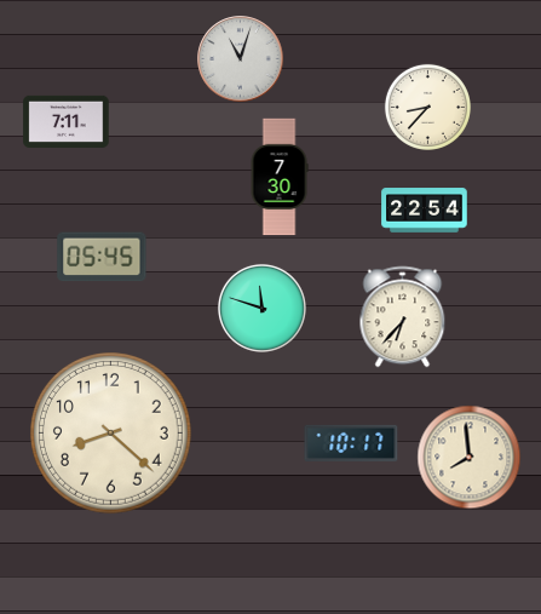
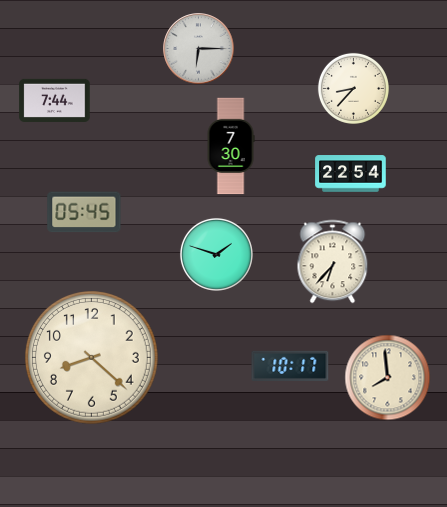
clock at (241, 59): 11:03 -> 6:15
clock at (67, 121): 7:11 -> 7:44
clock at (261, 308): 11:48 -> 1:48
